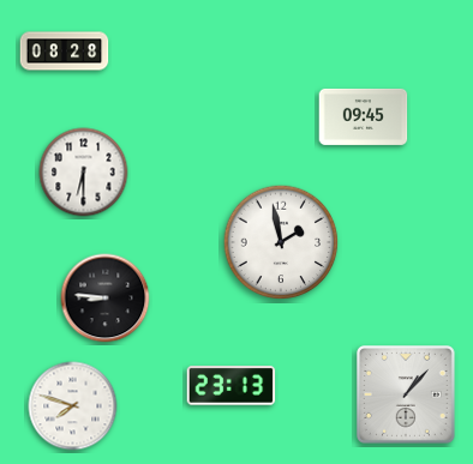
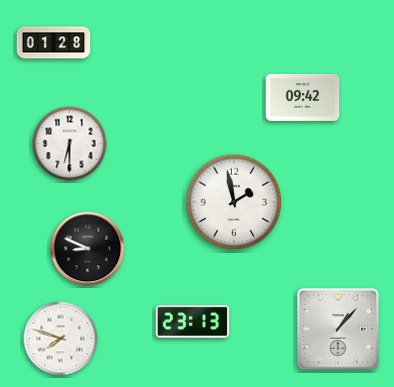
clock at (65, 52): 08:28 -> 01:28
clock at (364, 116): 09:45 -> 09:42
clock at (106, 299): 8:46 -> 8:49
